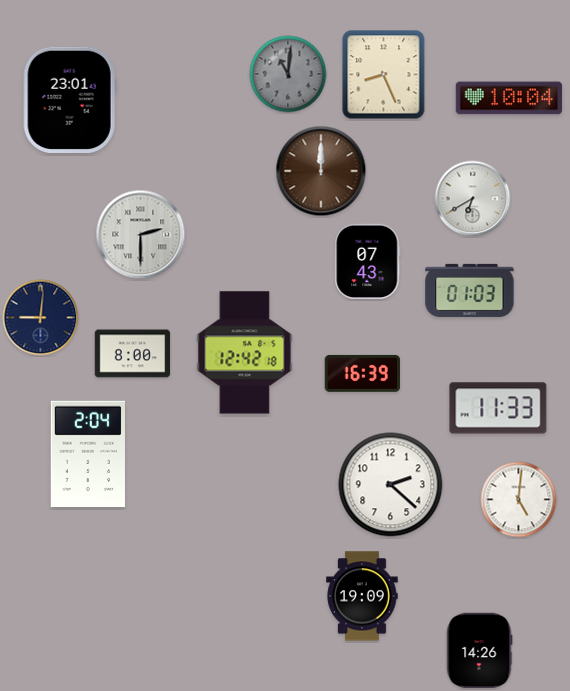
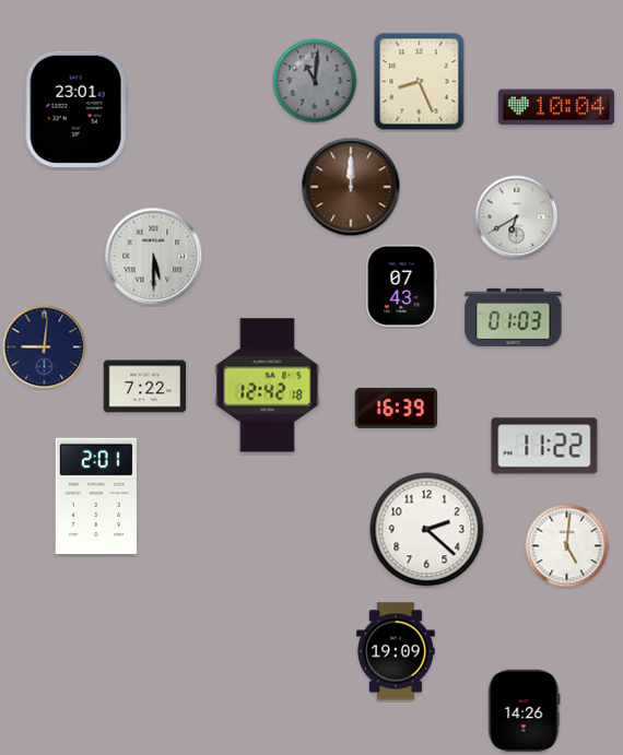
clock at (141, 235): 2:30 -> 5:30
clock at (133, 354): 8:00 -> 7:22
clock at (498, 408): 11:33 -> 11:22
clock at (88, 454): 2:04 -> 2:01
